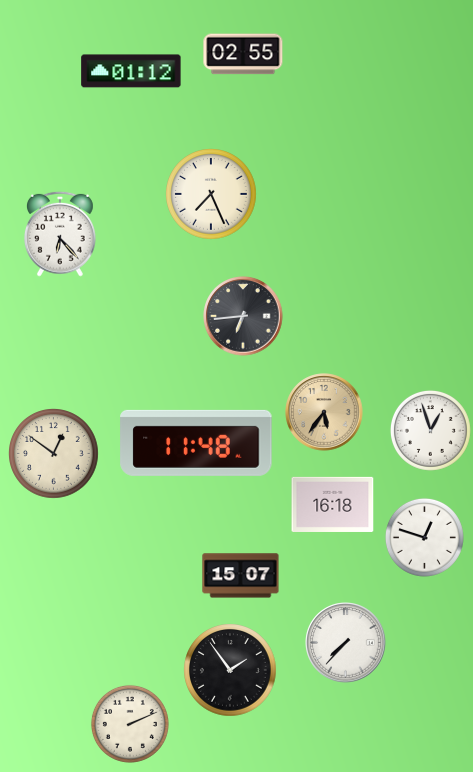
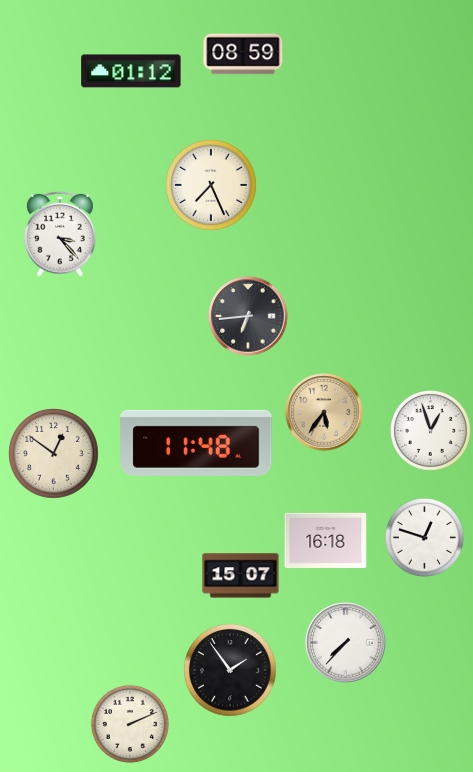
clock at (243, 54): 02:55 -> 08:59
clock at (211, 194) position: (211, 194) -> (211, 185)
clock at (61, 234): 6:23 -> 3:23
clock at (243, 316) position: (243, 316) -> (248, 316)
clock at (333, 504) position: (333, 504) -> (326, 540)
